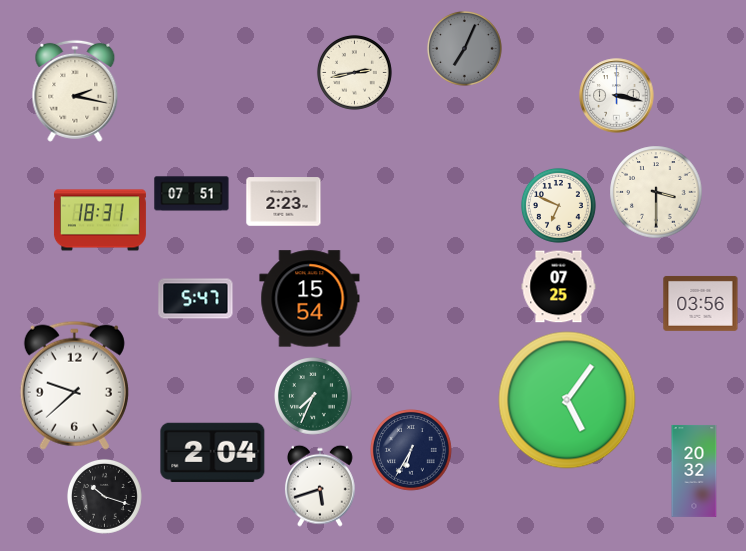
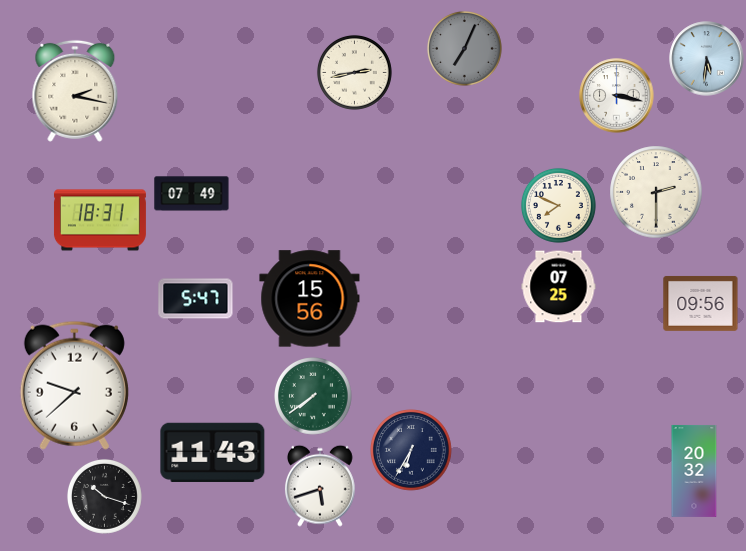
clock at (707, 59): none -> 5:31
clock at (656, 192): 3:30 -> 2:30
clock at (192, 194): 07:51 -> 07:49
clock at (284, 202): 2:23 -> none
clock at (558, 205): 6:49 -> 7:49
clock at (310, 299): 15:54 -> 15:56
clock at (701, 304): 03:56 -> 09:56
clock at (314, 397): 7:34 -> 7:39
clock at (567, 400): 5:06 -> none
clock at (213, 452): 2:04 -> 11:43
